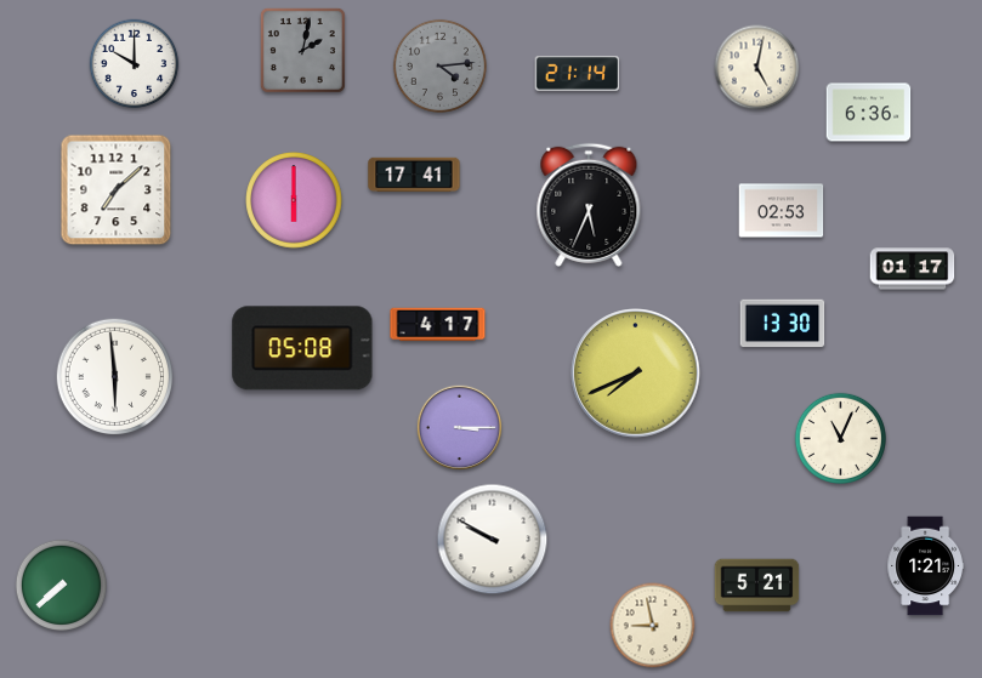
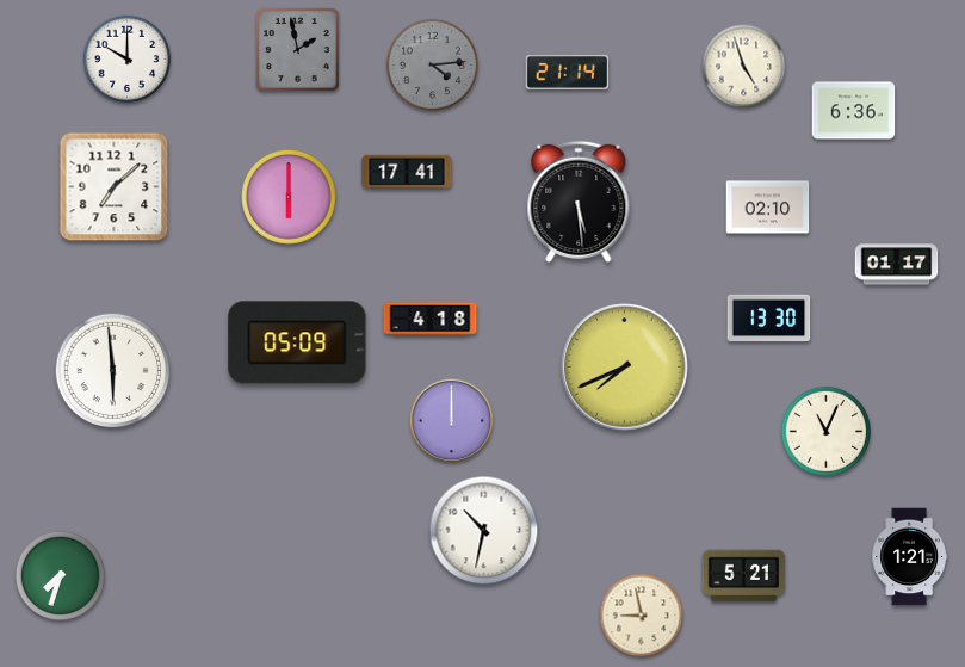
clock at (302, 50): 2:02 -> 1:58
clock at (135, 64) position: (135, 64) -> (128, 60)
clock at (757, 68): 5:02 -> 4:57
clock at (589, 205): 5:34 -> 5:29
clock at (782, 211): 02:53 -> 02:10
clock at (438, 325): 4:17 -> 4:18
clock at (302, 348): 05:08 -> 05:09
clock at (460, 428): 3:15 -> 12:00
clock at (493, 540): 9:50 -> 10:32
clock at (61, 585): 7:38 -> 7:33
